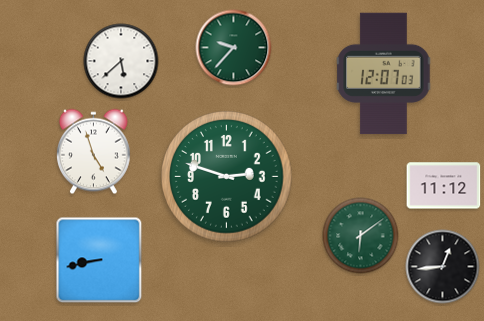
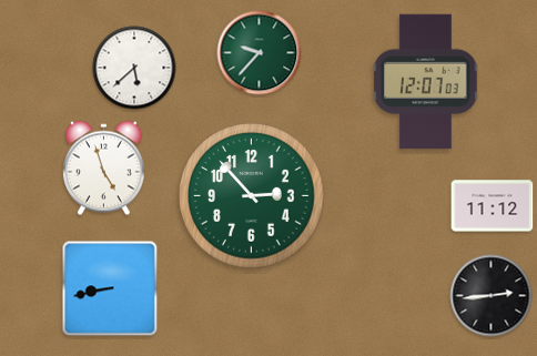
clock at (227, 177): 2:48 -> 2:53
clock at (361, 236): 6:09 -> none
clock at (443, 267): 12:44 -> 2:44
